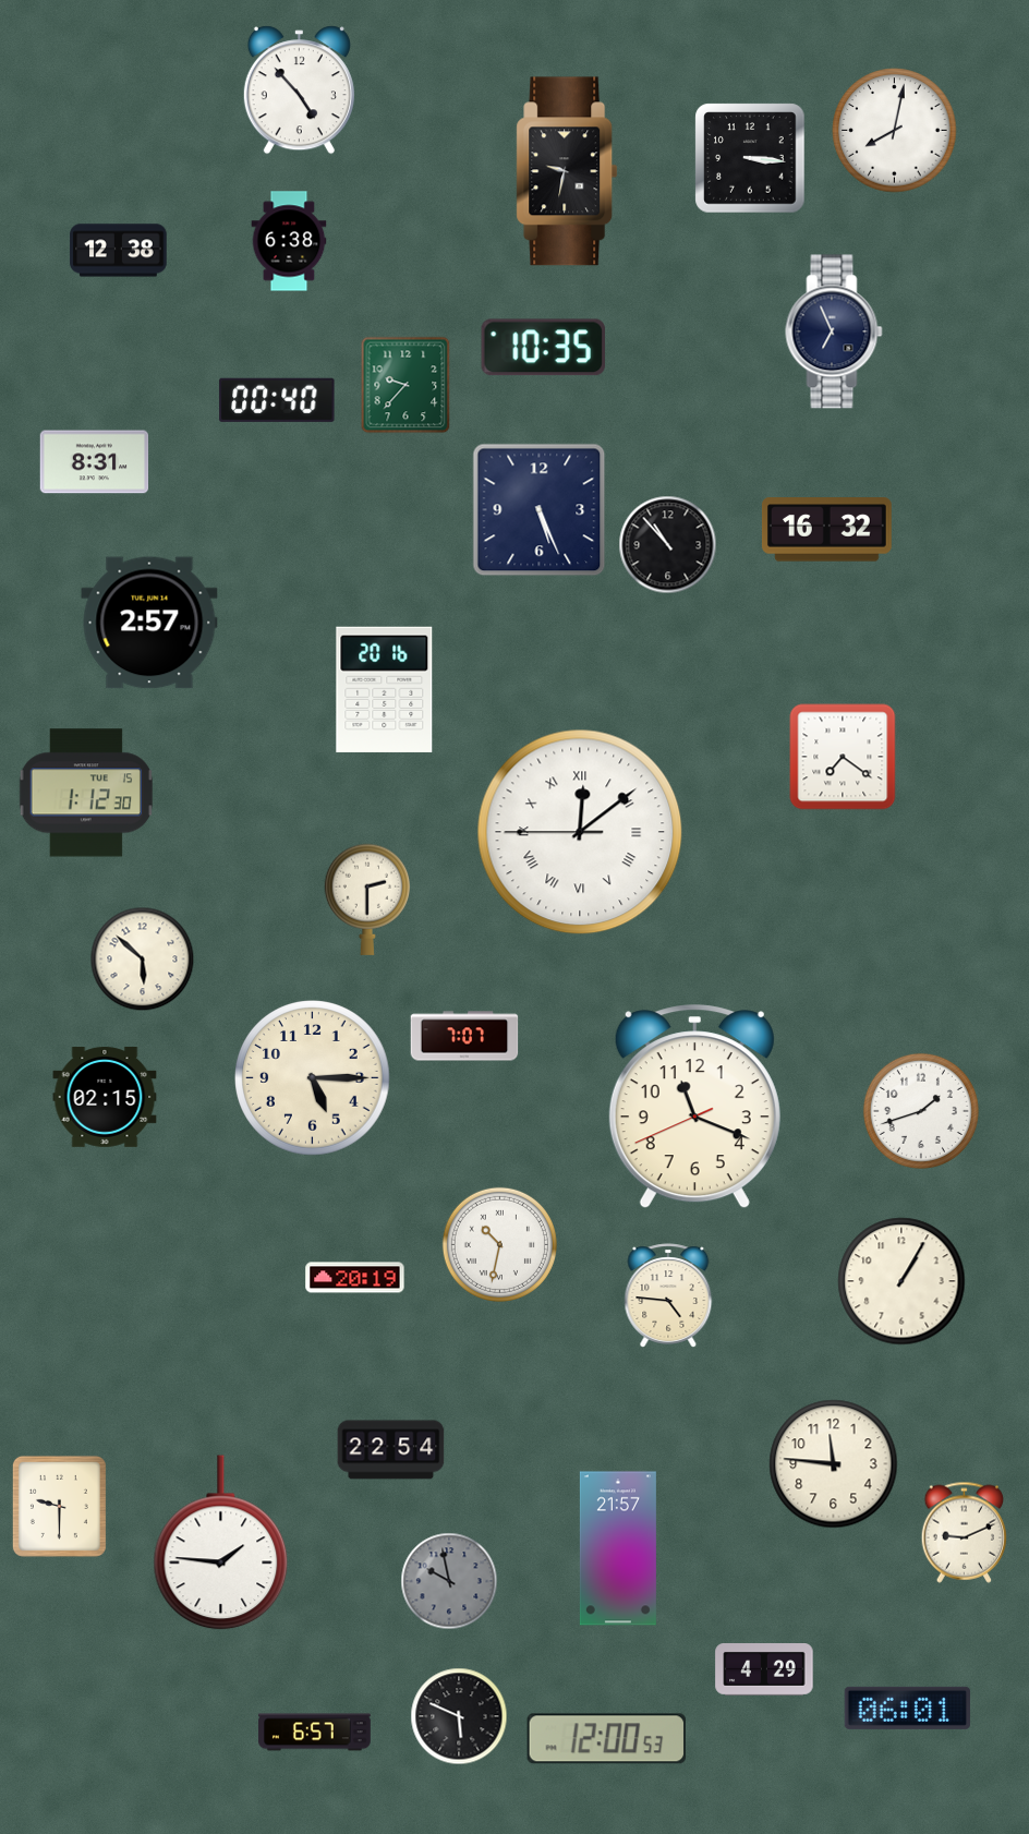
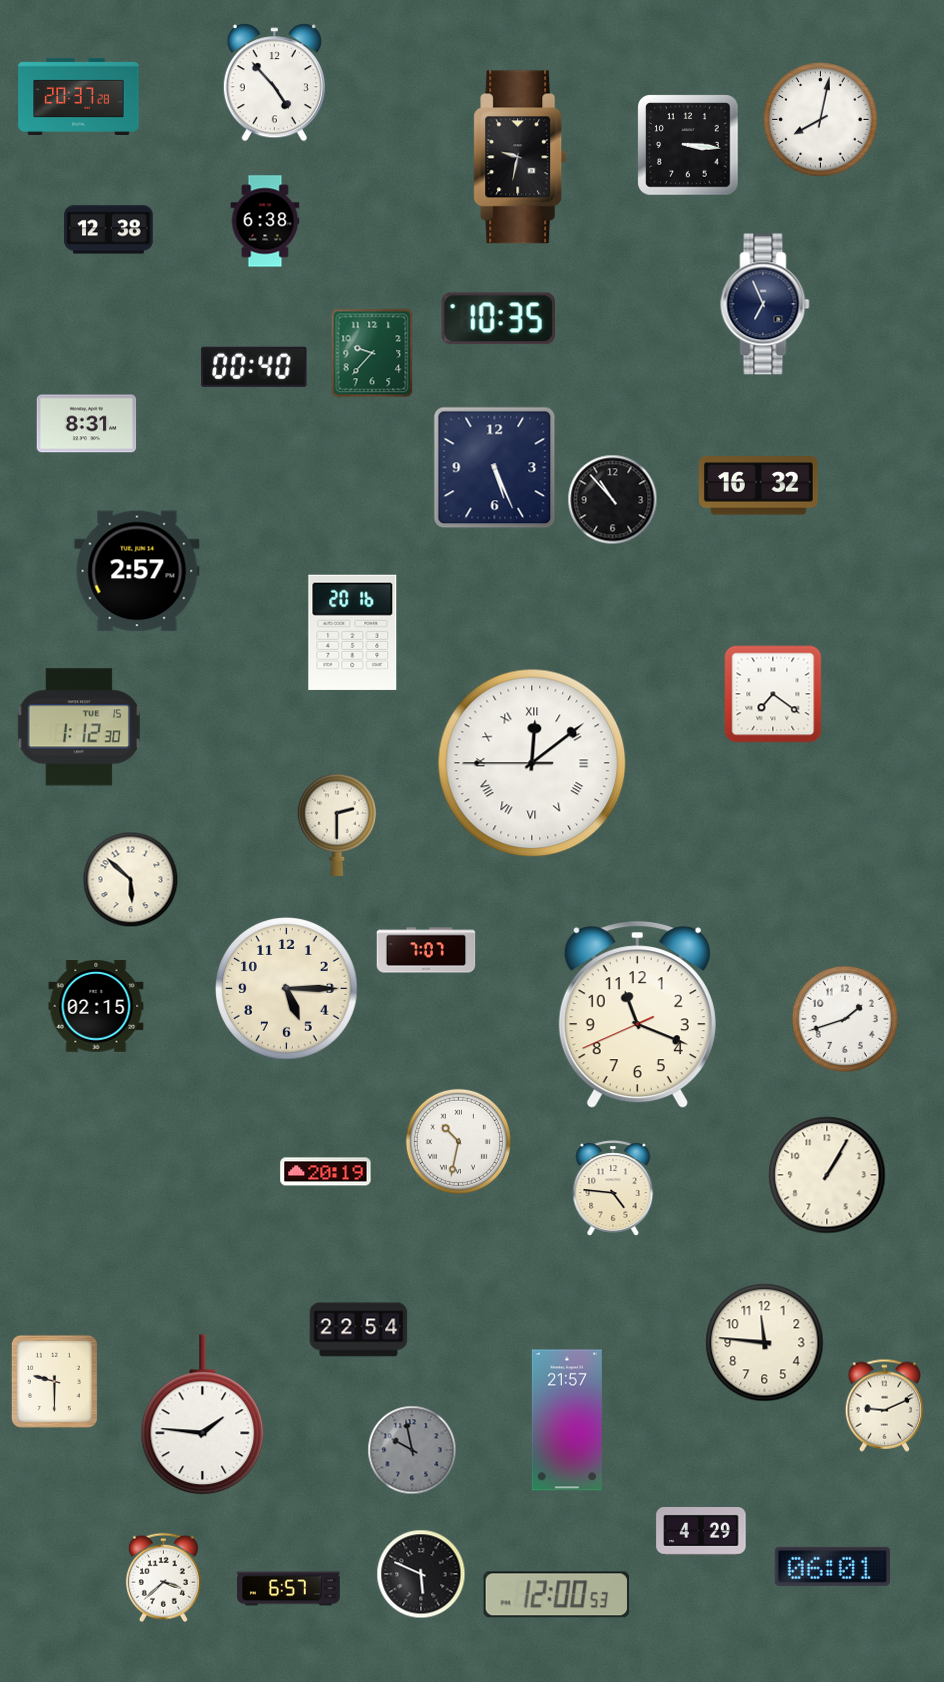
clock at (79, 96): none -> 20:37
clock at (163, 1578): none -> 3:38
